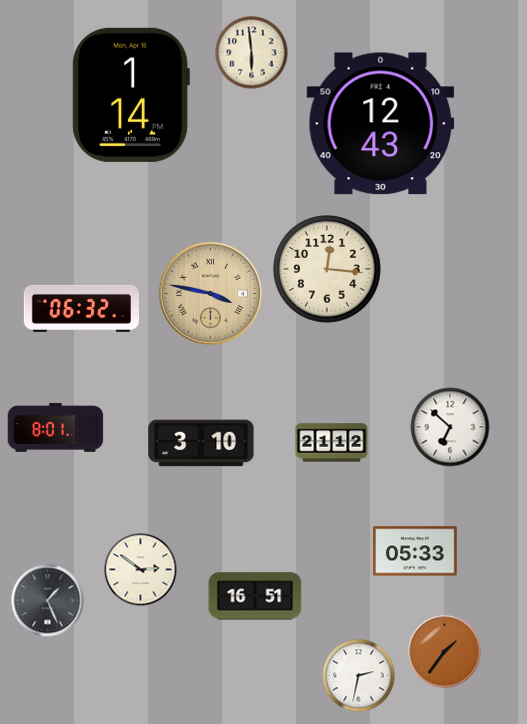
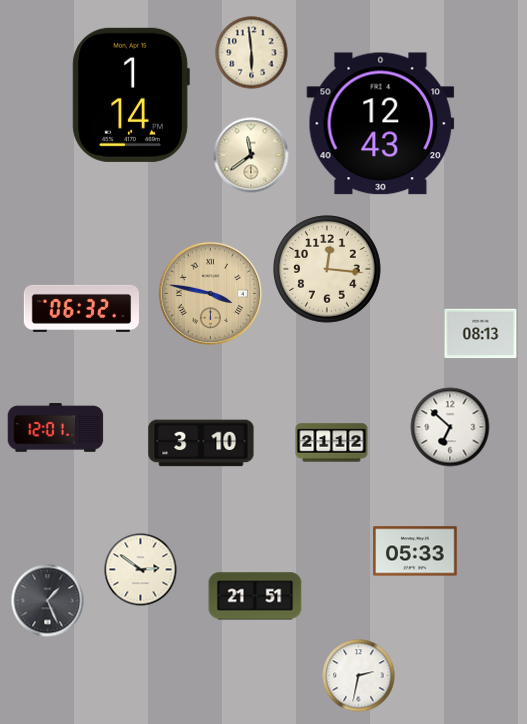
clock at (251, 155): none -> 11:39
clock at (481, 334): none -> 08:13
clock at (56, 428): 8:01 -> 12:01
clock at (255, 596): 16:51 -> 21:51
clock at (445, 652): 1:36 -> none
